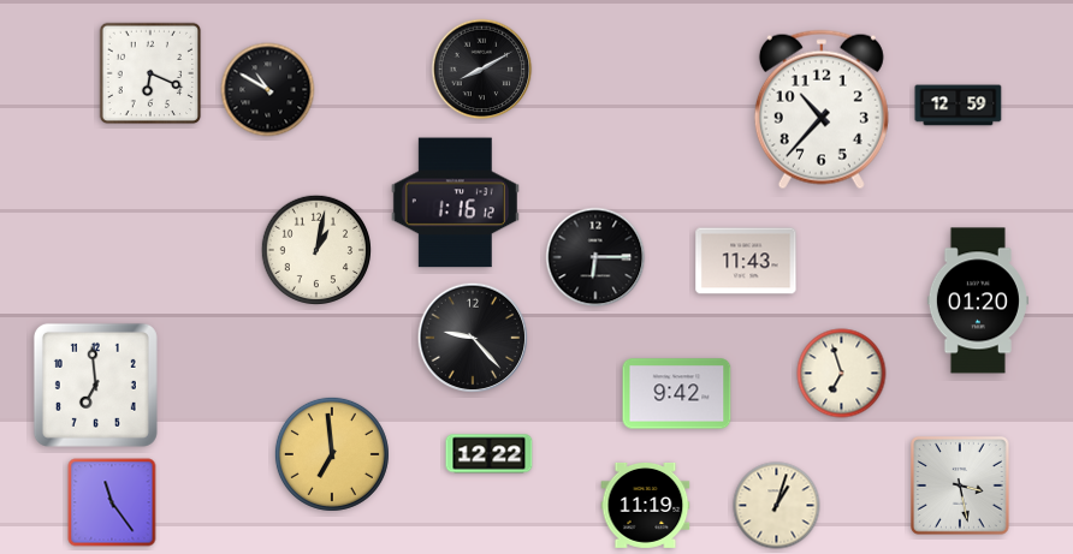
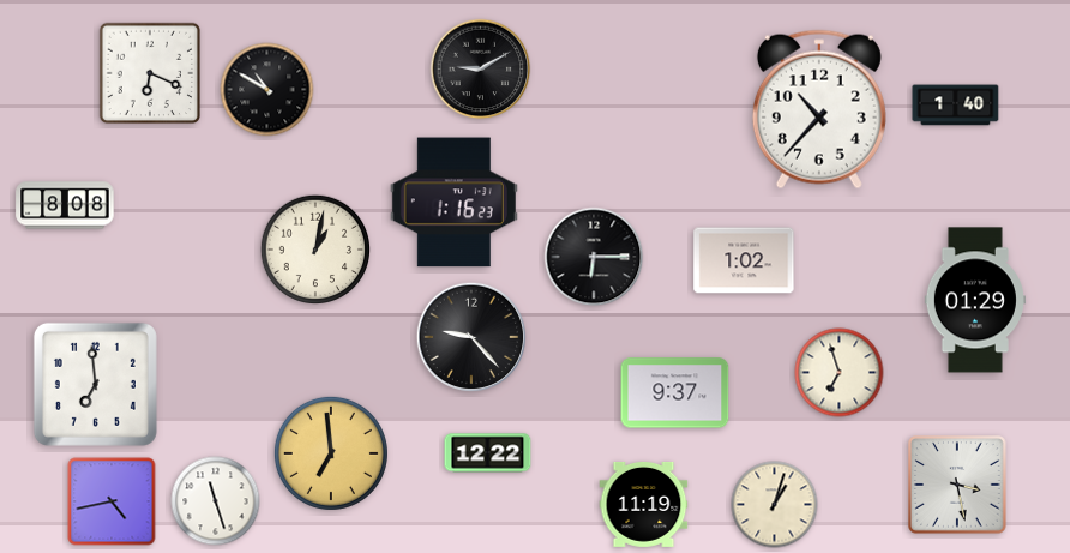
clock at (482, 70): 8:10 -> 9:10
clock at (959, 106): 12:59 -> 1:40
clock at (455, 203): 1:16:12 -> 1:16:23
clock at (65, 205): none -> 8:08
clock at (746, 261): 11:43 -> 1:02
clock at (978, 300): 01:20 -> 01:29
clock at (677, 394): 9:42 -> 9:37
clock at (112, 502): 11:24 -> 4:43
clock at (216, 501): none -> 11:27
